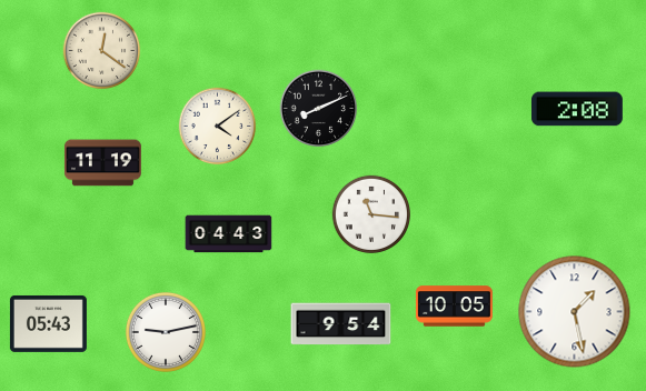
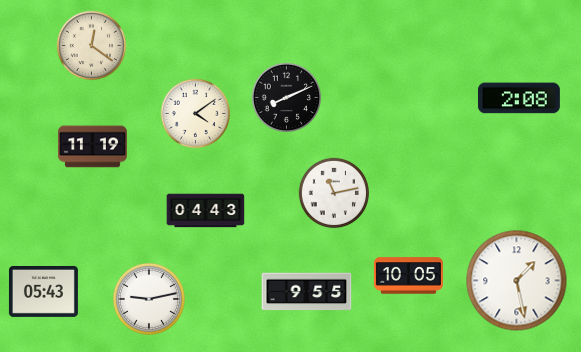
clock at (370, 213): 11:16 -> 11:13
clock at (341, 324): 9:54 -> 9:55
